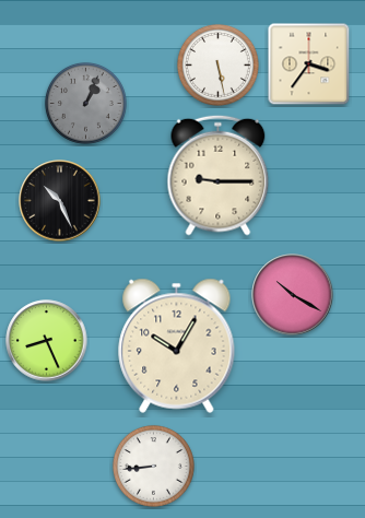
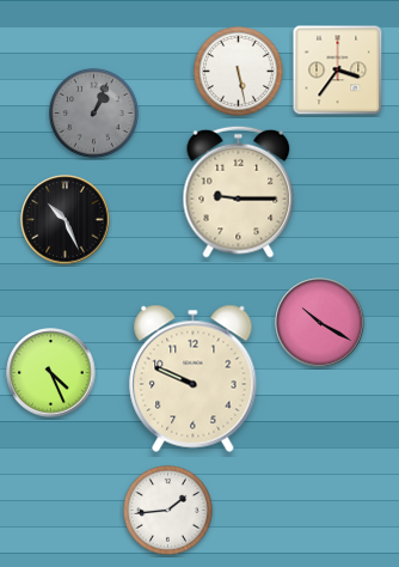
clock at (47, 341): 8:26 -> 4:26
clock at (177, 345): 10:05 -> 9:49
clock at (153, 466): 8:44 -> 1:44
